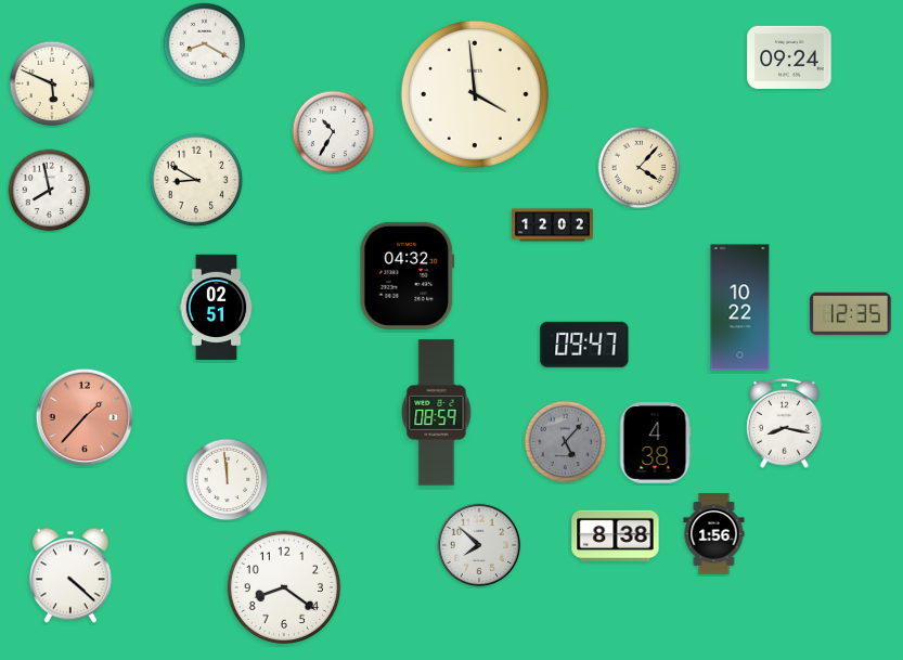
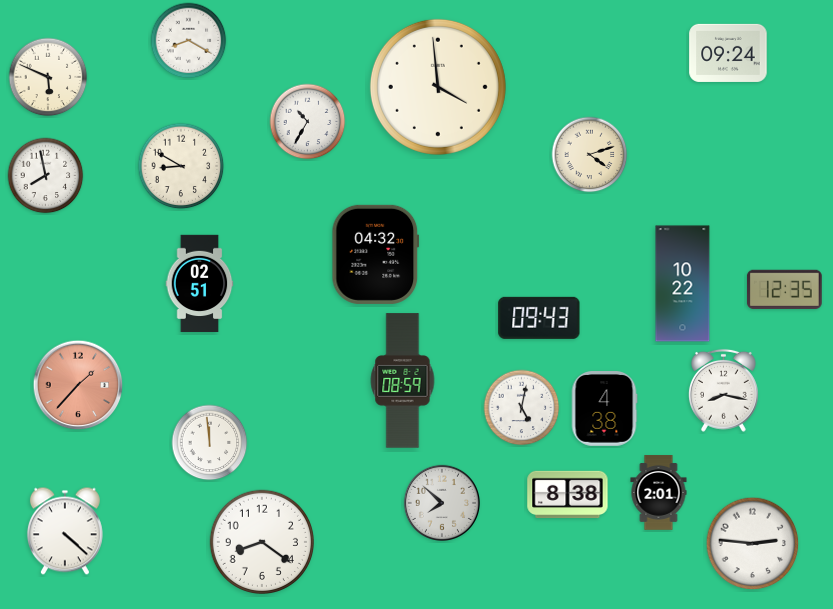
clock at (640, 168): 4:07 -> 4:12
clock at (553, 225): 12:02 -> none
clock at (584, 345): 09:47 -> 09:43
clock at (566, 442): 5:07 -> 5:02
clock at (566, 442) dial: grey -> white
clock at (714, 534): 1:56 -> 2:01
clock at (753, 544): none -> 2:46
